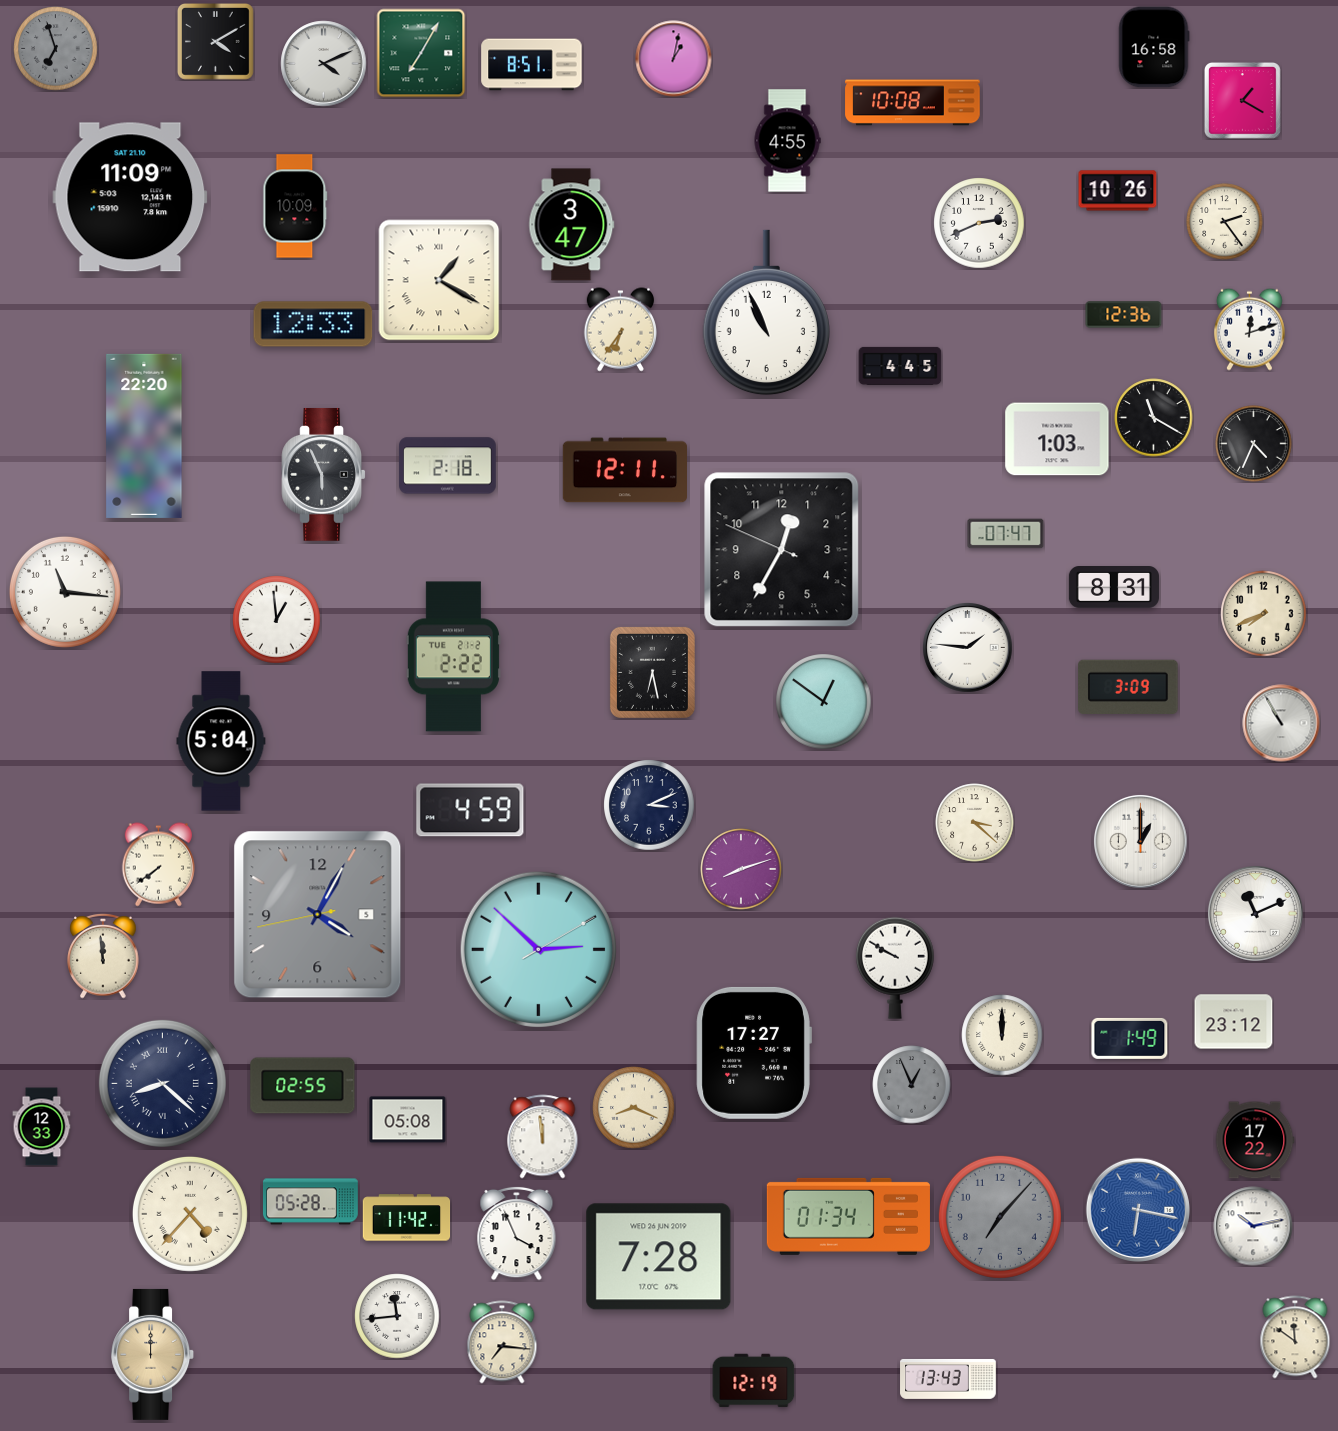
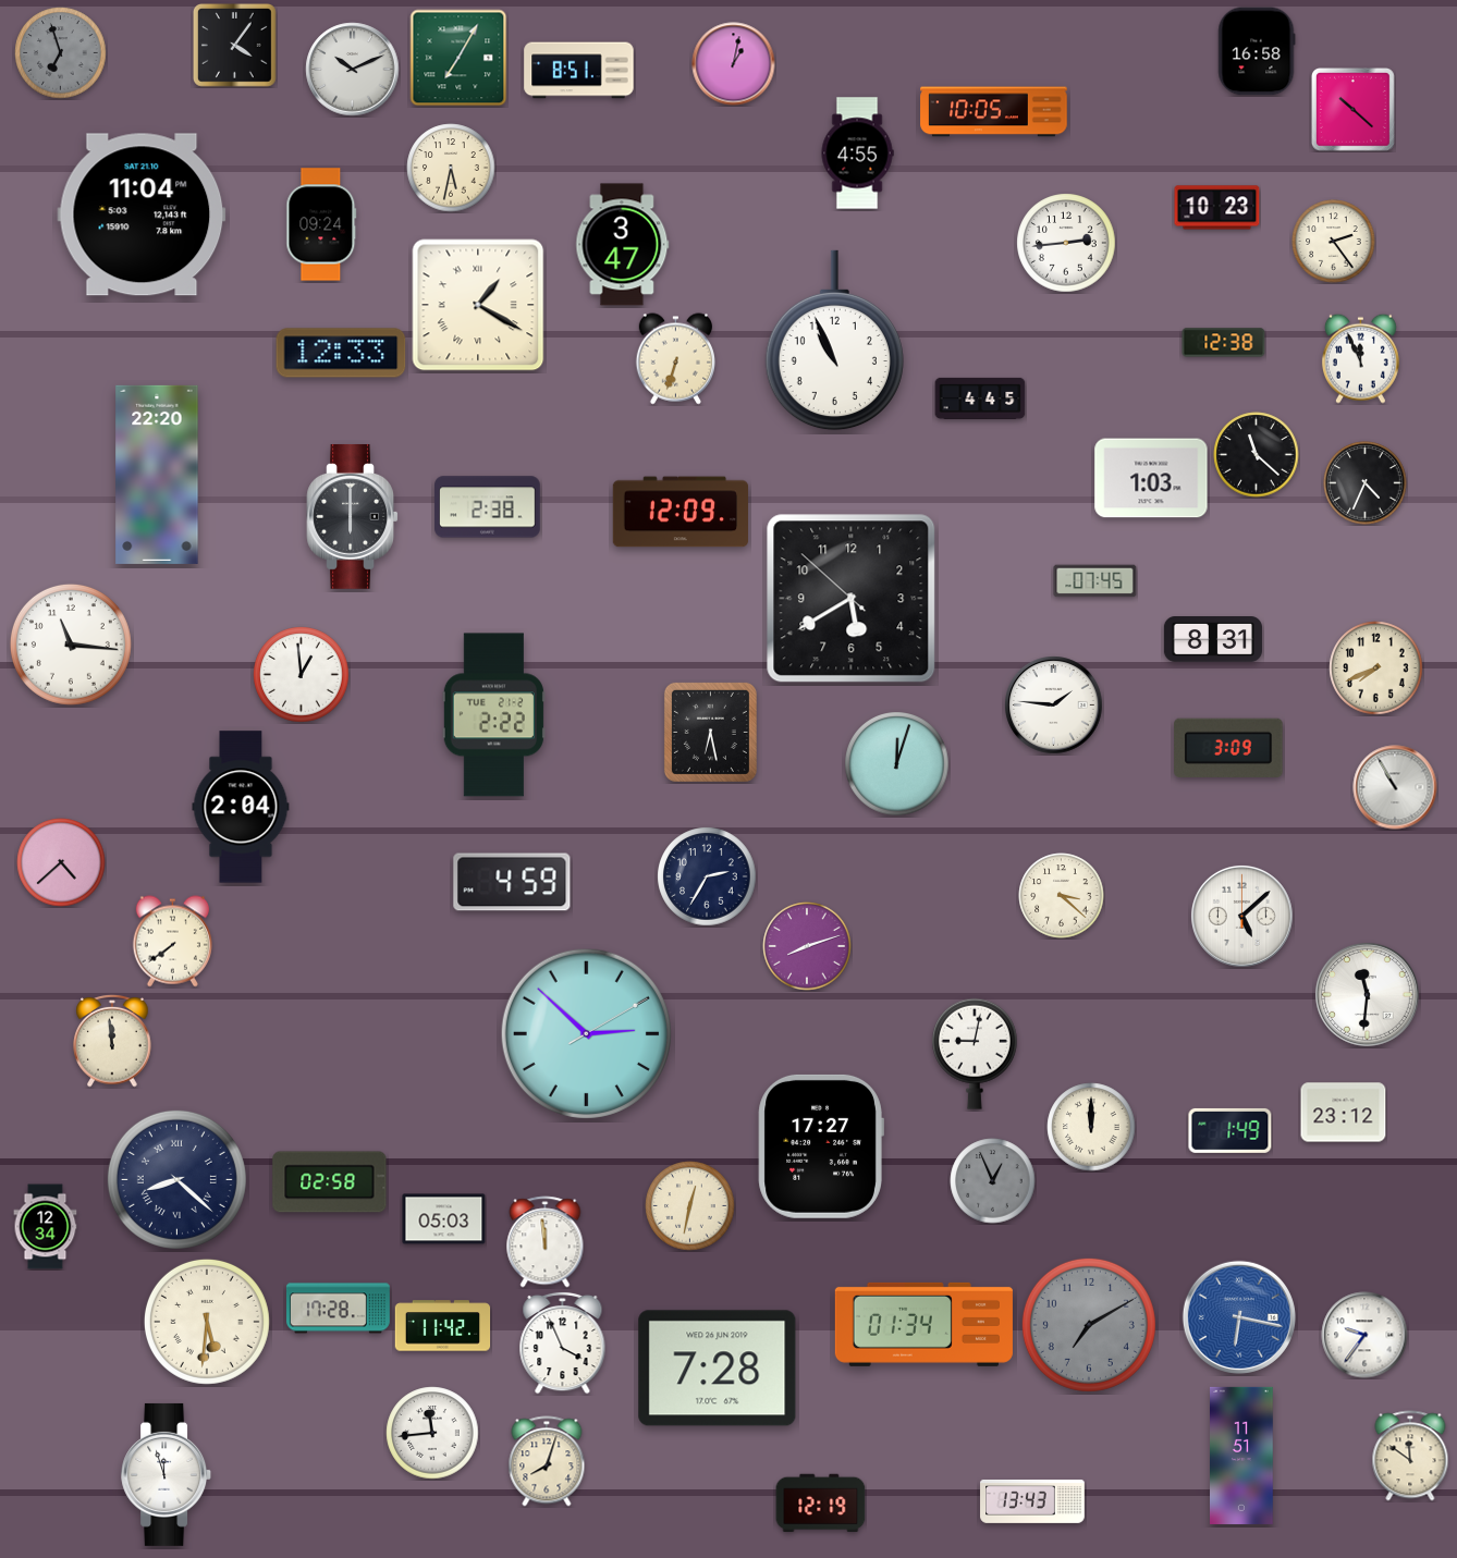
clock at (216, 42): 4:10 -> 4:06
clock at (324, 64): 4:11 -> 10:11
clock at (1243, 101): 1:20 -> 10:22
clock at (913, 103): 10:08 -> 10:05
clock at (451, 168): none -> 5:32
clock at (1118, 191): 10:26 -> 10:23
clock at (130, 197): 11:09 -> 11:04
clock at (295, 206): 10:09 -> 09:24
clock at (979, 223): 2:41 -> 2:44
clock at (1124, 315): 12:36 -> 12:38
clock at (1249, 329): 12:12 -> 11:56
clock at (620, 330): 6:36 -> 6:33
clock at (1154, 418): 11:20 -> 11:22
clock at (448, 466): 2:18 -> 2:38
clock at (625, 470): 12:11 -> 12:09
clock at (324, 474): 5:56 -> 6:00
clock at (1006, 534): 07:47 -> 07:45
clock at (782, 550): 12:34 -> 5:39
clock at (824, 702): 12:51 -> 12:03
clock at (221, 741): 5:04 -> 2:04
clock at (61, 862): none -> 4:38
clock at (649, 805): 3:11 -> 2:35
clock at (1141, 842): 1:00 -> 5:08
clock at (1255, 913): 11:11 -> 11:31
clock at (318, 915): 4:04 -> none
clock at (895, 968): 9:50 -> 9:02
clock at (303, 1086): 02:55 -> 02:58
clock at (634, 1108): 8:19 -> 12:32
clock at (408, 1120): 05:08 -> 05:03
clock at (42, 1127): 12:33 -> 12:34
clock at (543, 1137) position: (543, 1137) -> (546, 1242)
clock at (1255, 1140): 17:22 -> none
clock at (310, 1202): 05:28 -> 17:28
clock at (190, 1214): 4:37 -> 5:31
clock at (1000, 1217): 7:07 -> 7:10
clock at (1253, 1226): 10:13 -> 9:36
clock at (1241, 1456): none -> 11:51
clock at (502, 1342): 7:16 -> 8:03
clock at (153, 1354): 12:00 -> 11:57
clock at (153, 1354) dial: champagne -> white
